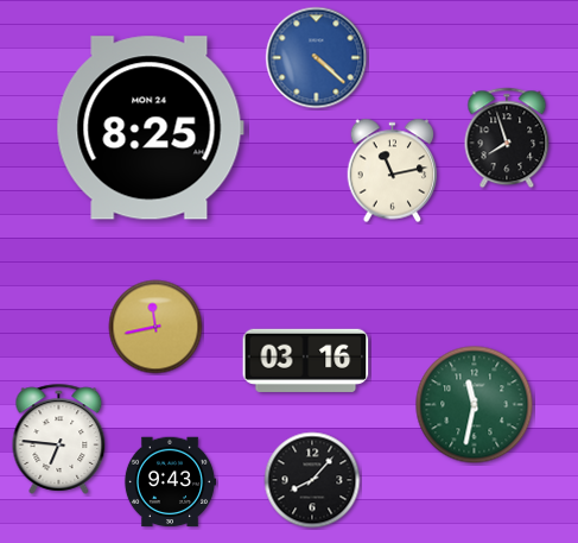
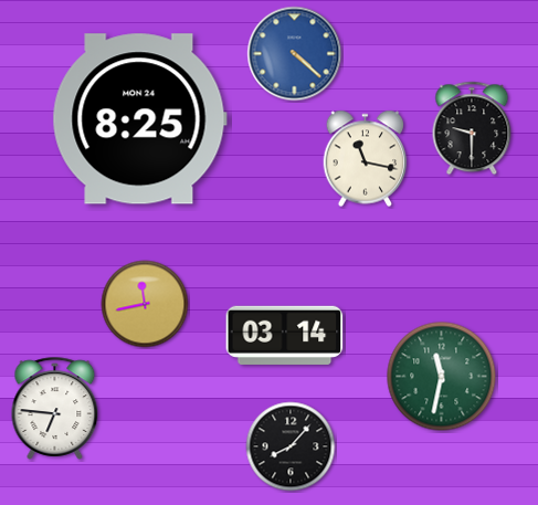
clock at (507, 138): 7:57 -> 9:30
clock at (393, 171): 11:13 -> 11:17
clock at (306, 360): 03:16 -> 03:14
clock at (170, 482): 9:43 -> none
